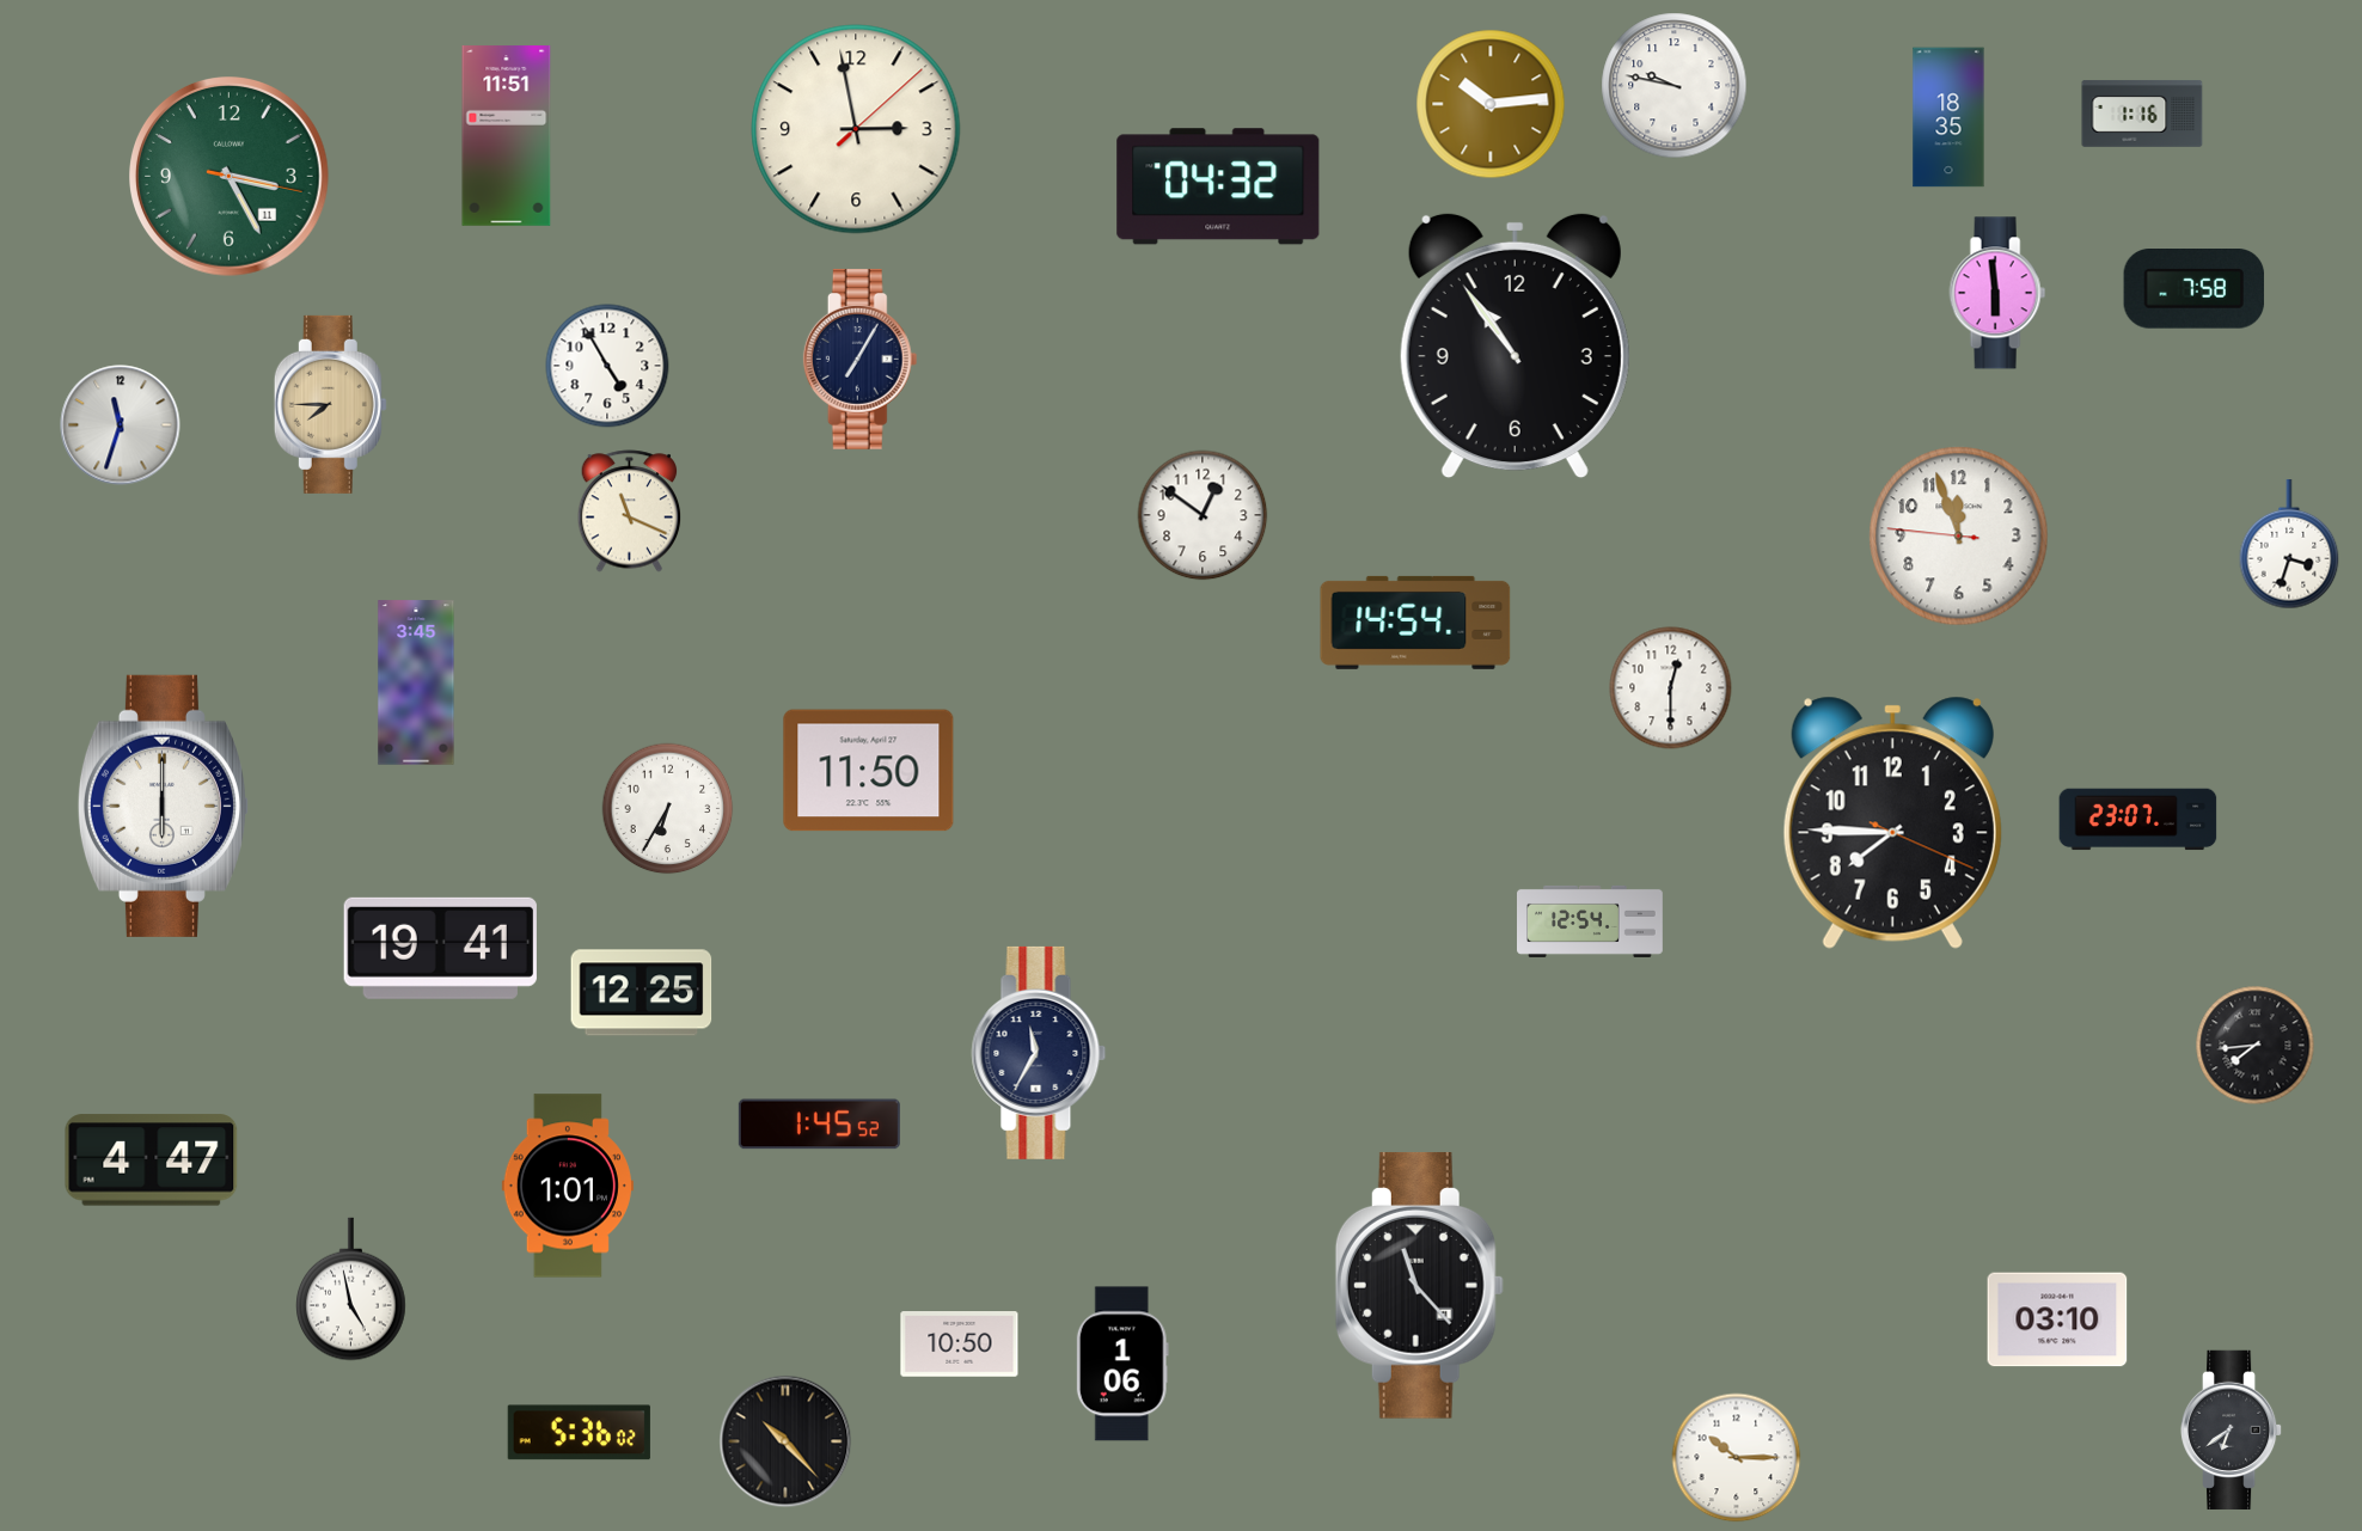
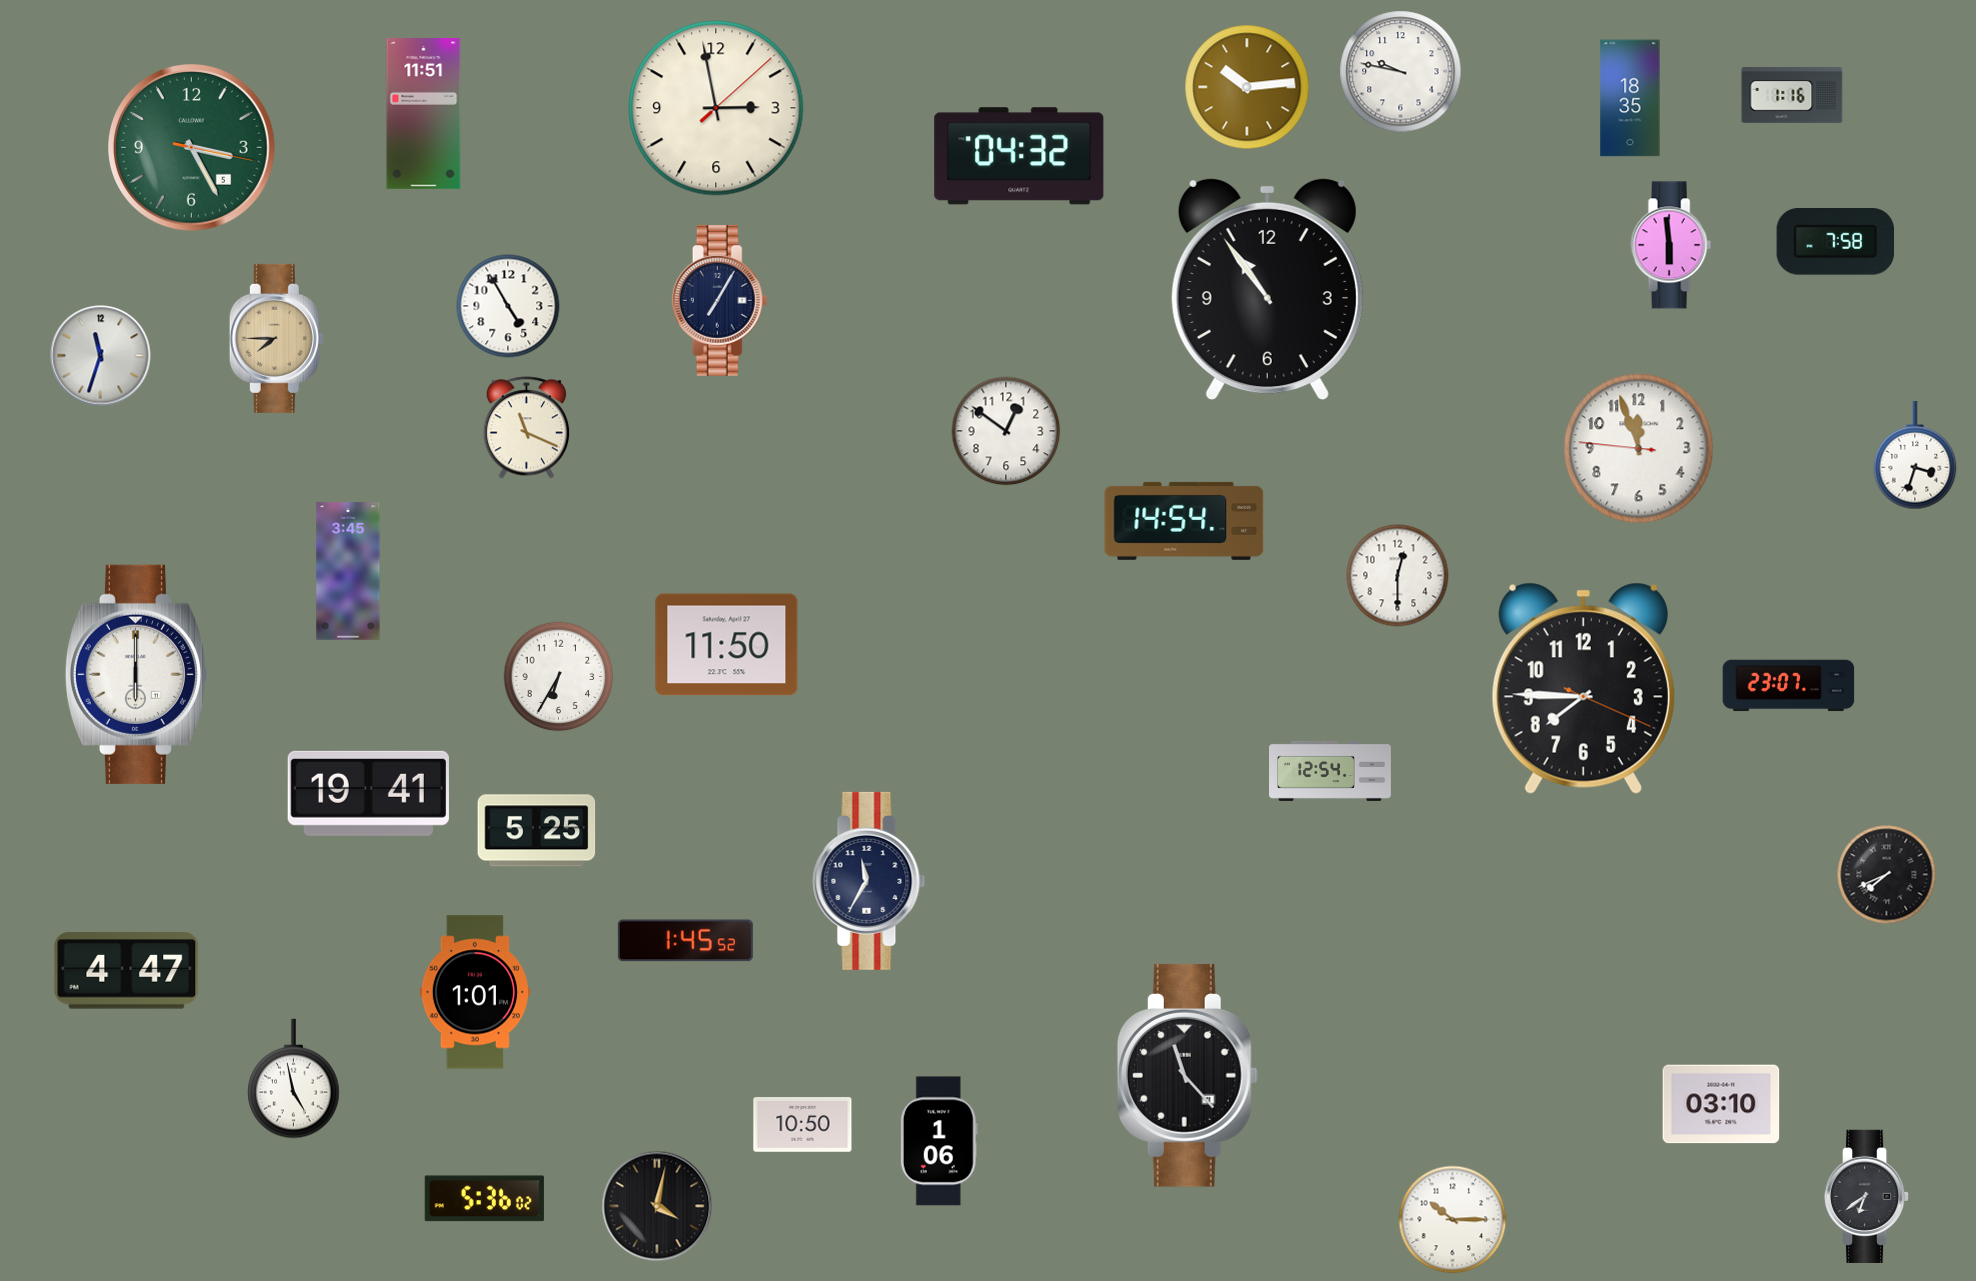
clock at (230, 177) date: 11 -> 5
clock at (642, 993): 12:25 -> 5:25
clock at (2256, 1046): 7:44 -> 7:41
clock at (785, 1441): 10:23 -> 4:02
